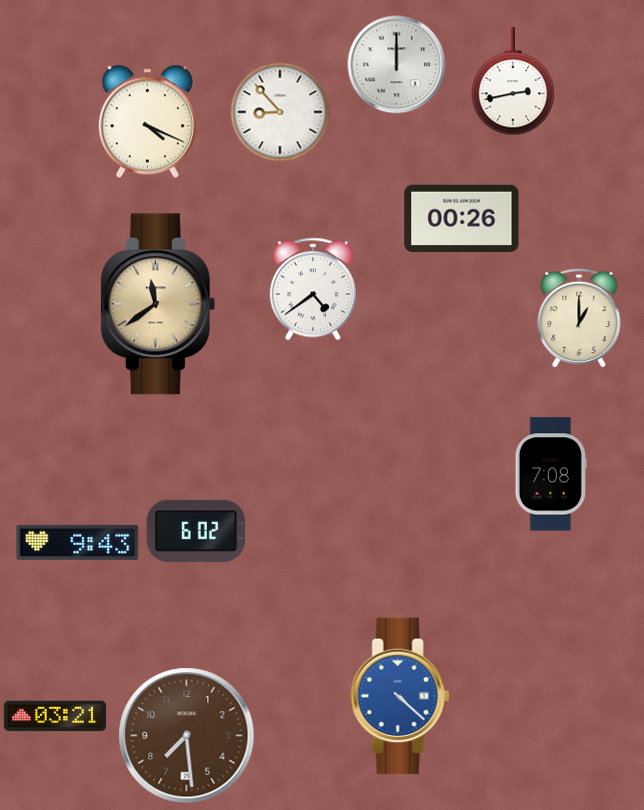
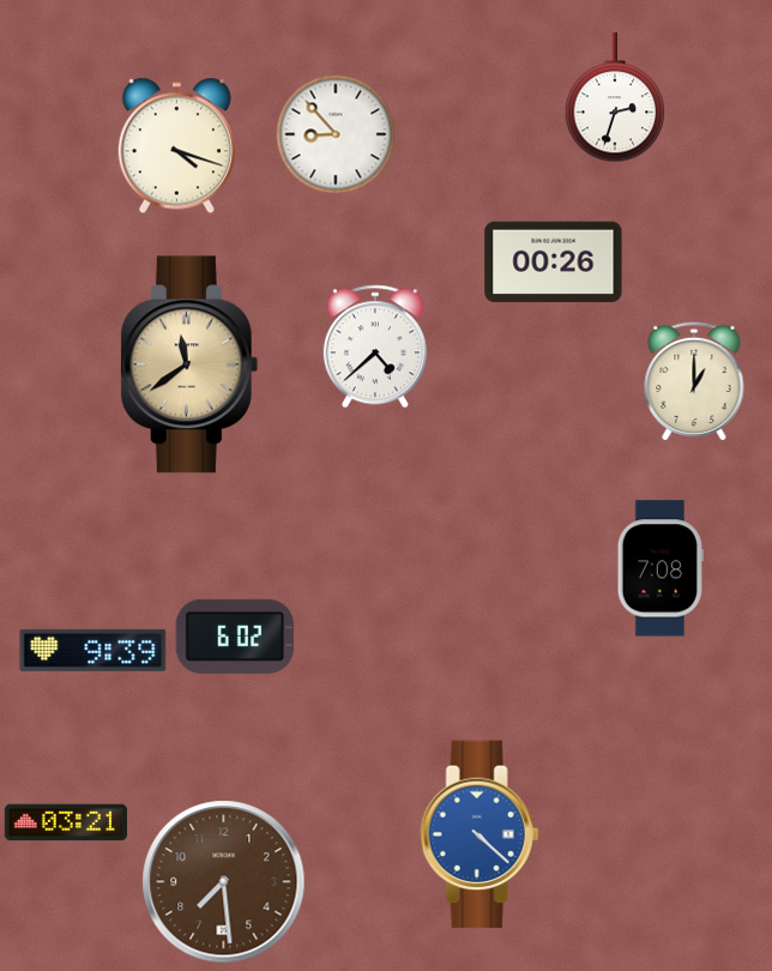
clock at (397, 65): 12:00 -> none
clock at (513, 82): 2:43 -> 2:33
clock at (147, 122): 4:19 -> 4:18
clock at (313, 289): 4:39 -> 4:38
clock at (78, 542): 9:43 -> 9:39
clock at (55, 716) position: (55, 716) -> (66, 822)
